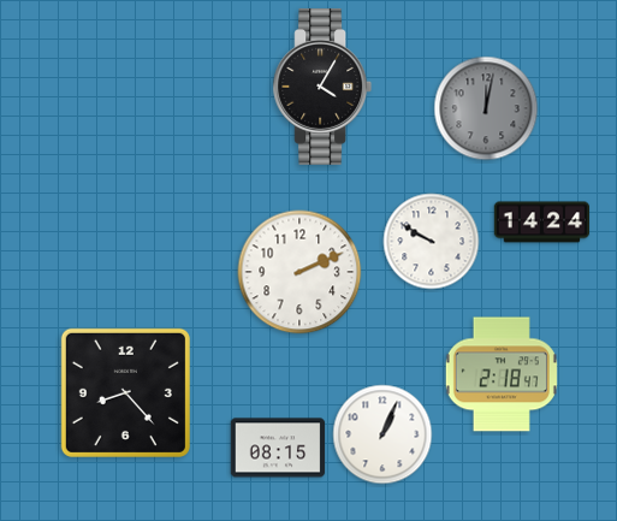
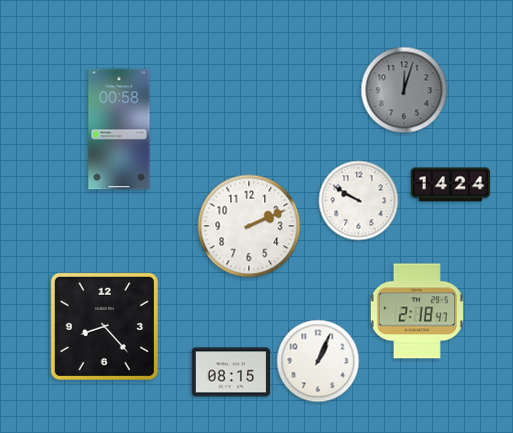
clock at (322, 87): 4:05 -> none
clock at (486, 108): 12:02 -> 12:03
clock at (119, 129): none -> 00:58
